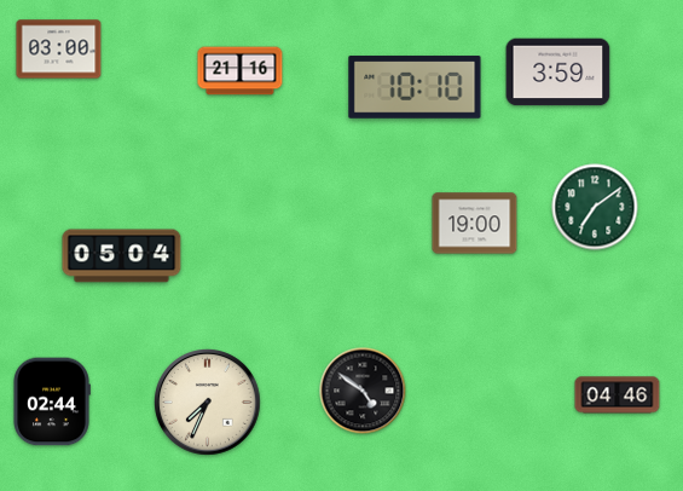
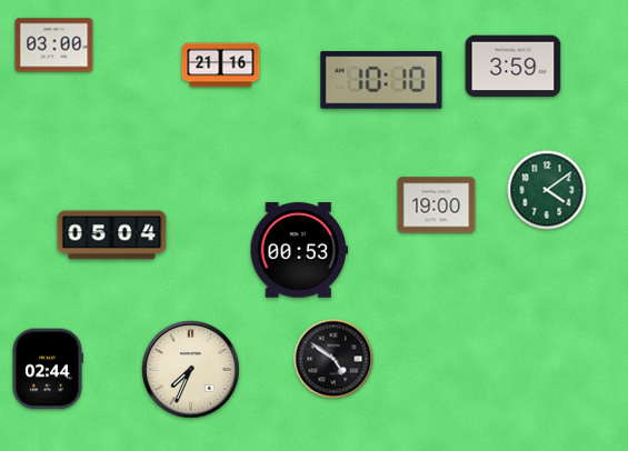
clock at (595, 207): 7:09 -> 4:09
clock at (298, 250): none -> 00:53
clock at (618, 395): 04:46 -> none
